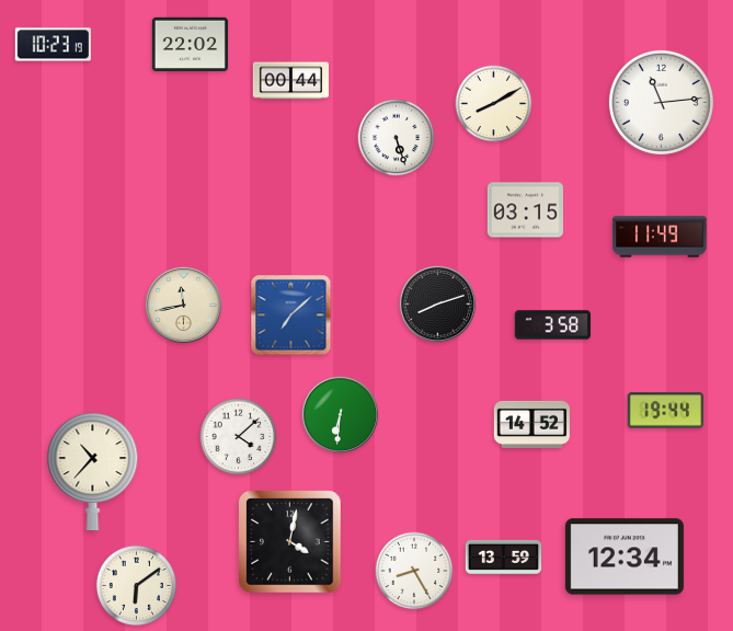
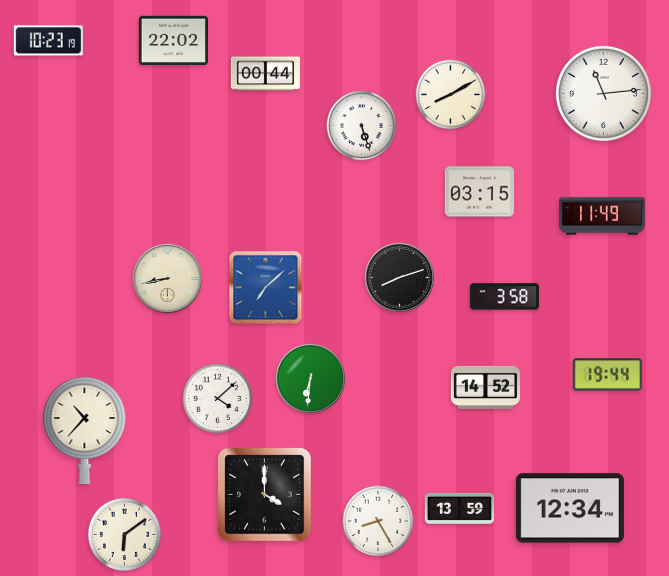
clock at (183, 305): 11:43 -> 8:43
clock at (290, 542): 4:02 -> 4:00
